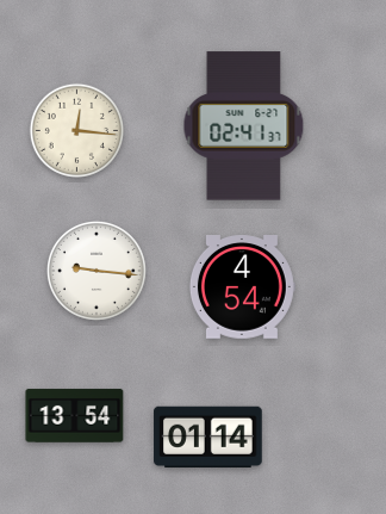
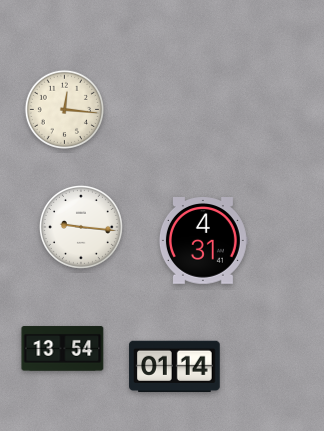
clock at (244, 126): 02:41 -> none
clock at (242, 287): 4:54 -> 4:31
